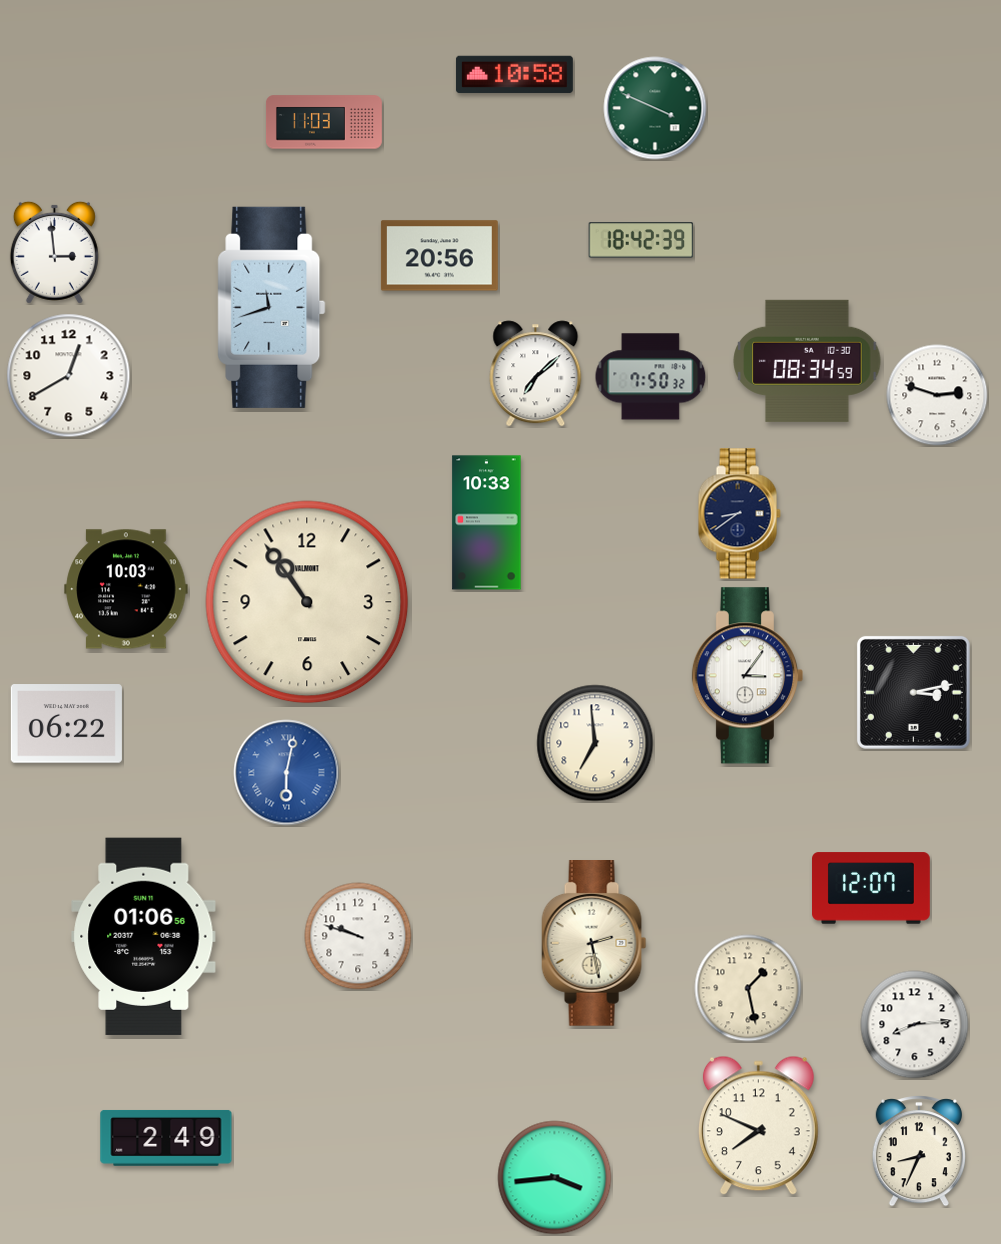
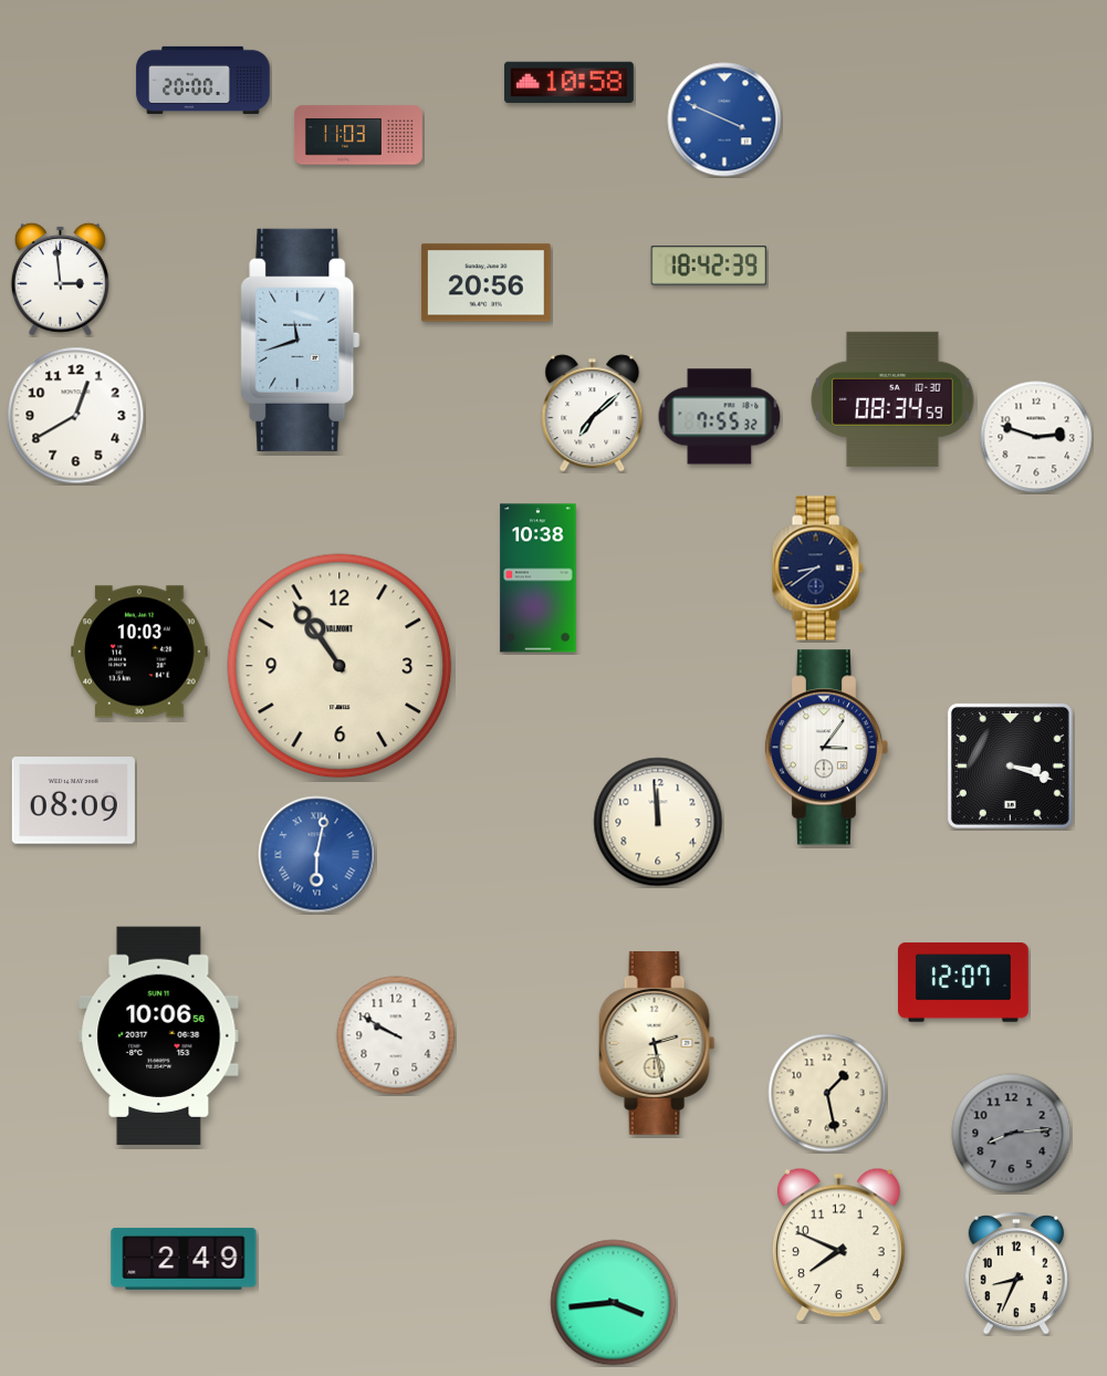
clock at (203, 80): none -> 20:00
clock at (655, 108) dial: green -> blue
clock at (651, 377): 7:50 -> 7:55
clock at (487, 523): 10:33 -> 10:38
clock at (913, 692): 3:13 -> 3:18
clock at (66, 724): 06:22 -> 08:09
clock at (595, 743): 6:59 -> 11:59
clock at (144, 936): 01:06 -> 10:06
clock at (358, 936): 9:48 -> 9:50
clock at (915, 1025) dial: white -> grey
